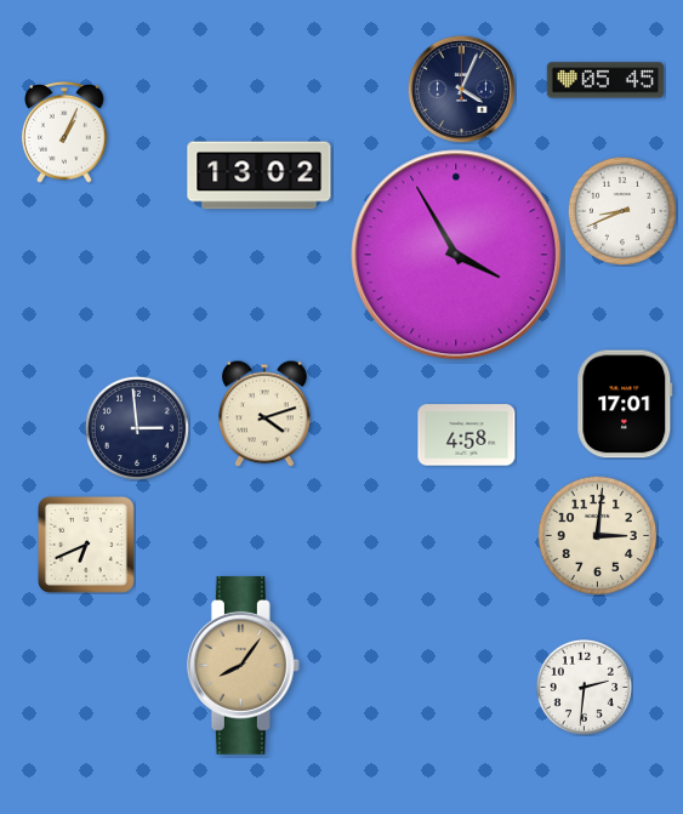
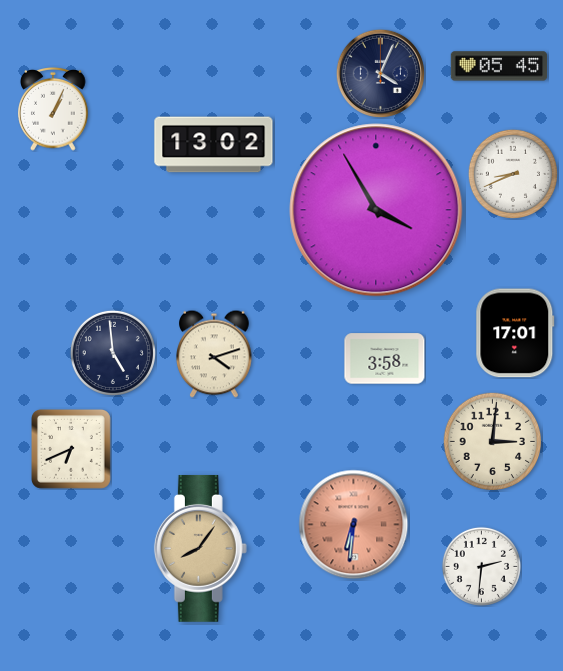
clock at (264, 414) position: (264, 414) -> (214, 354)
clock at (137, 428): 2:59 -> 4:59
clock at (467, 436): 4:58 -> 3:58
clock at (354, 525): none -> 6:31
